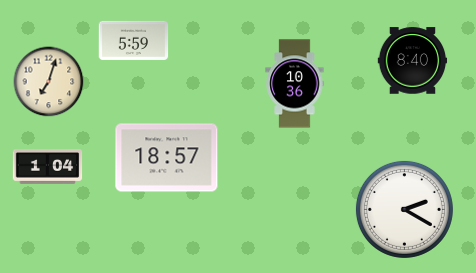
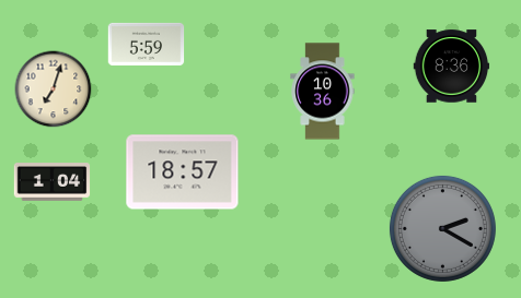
clock at (413, 61): 8:40 -> 8:36
clock at (404, 209) dial: white -> grey
